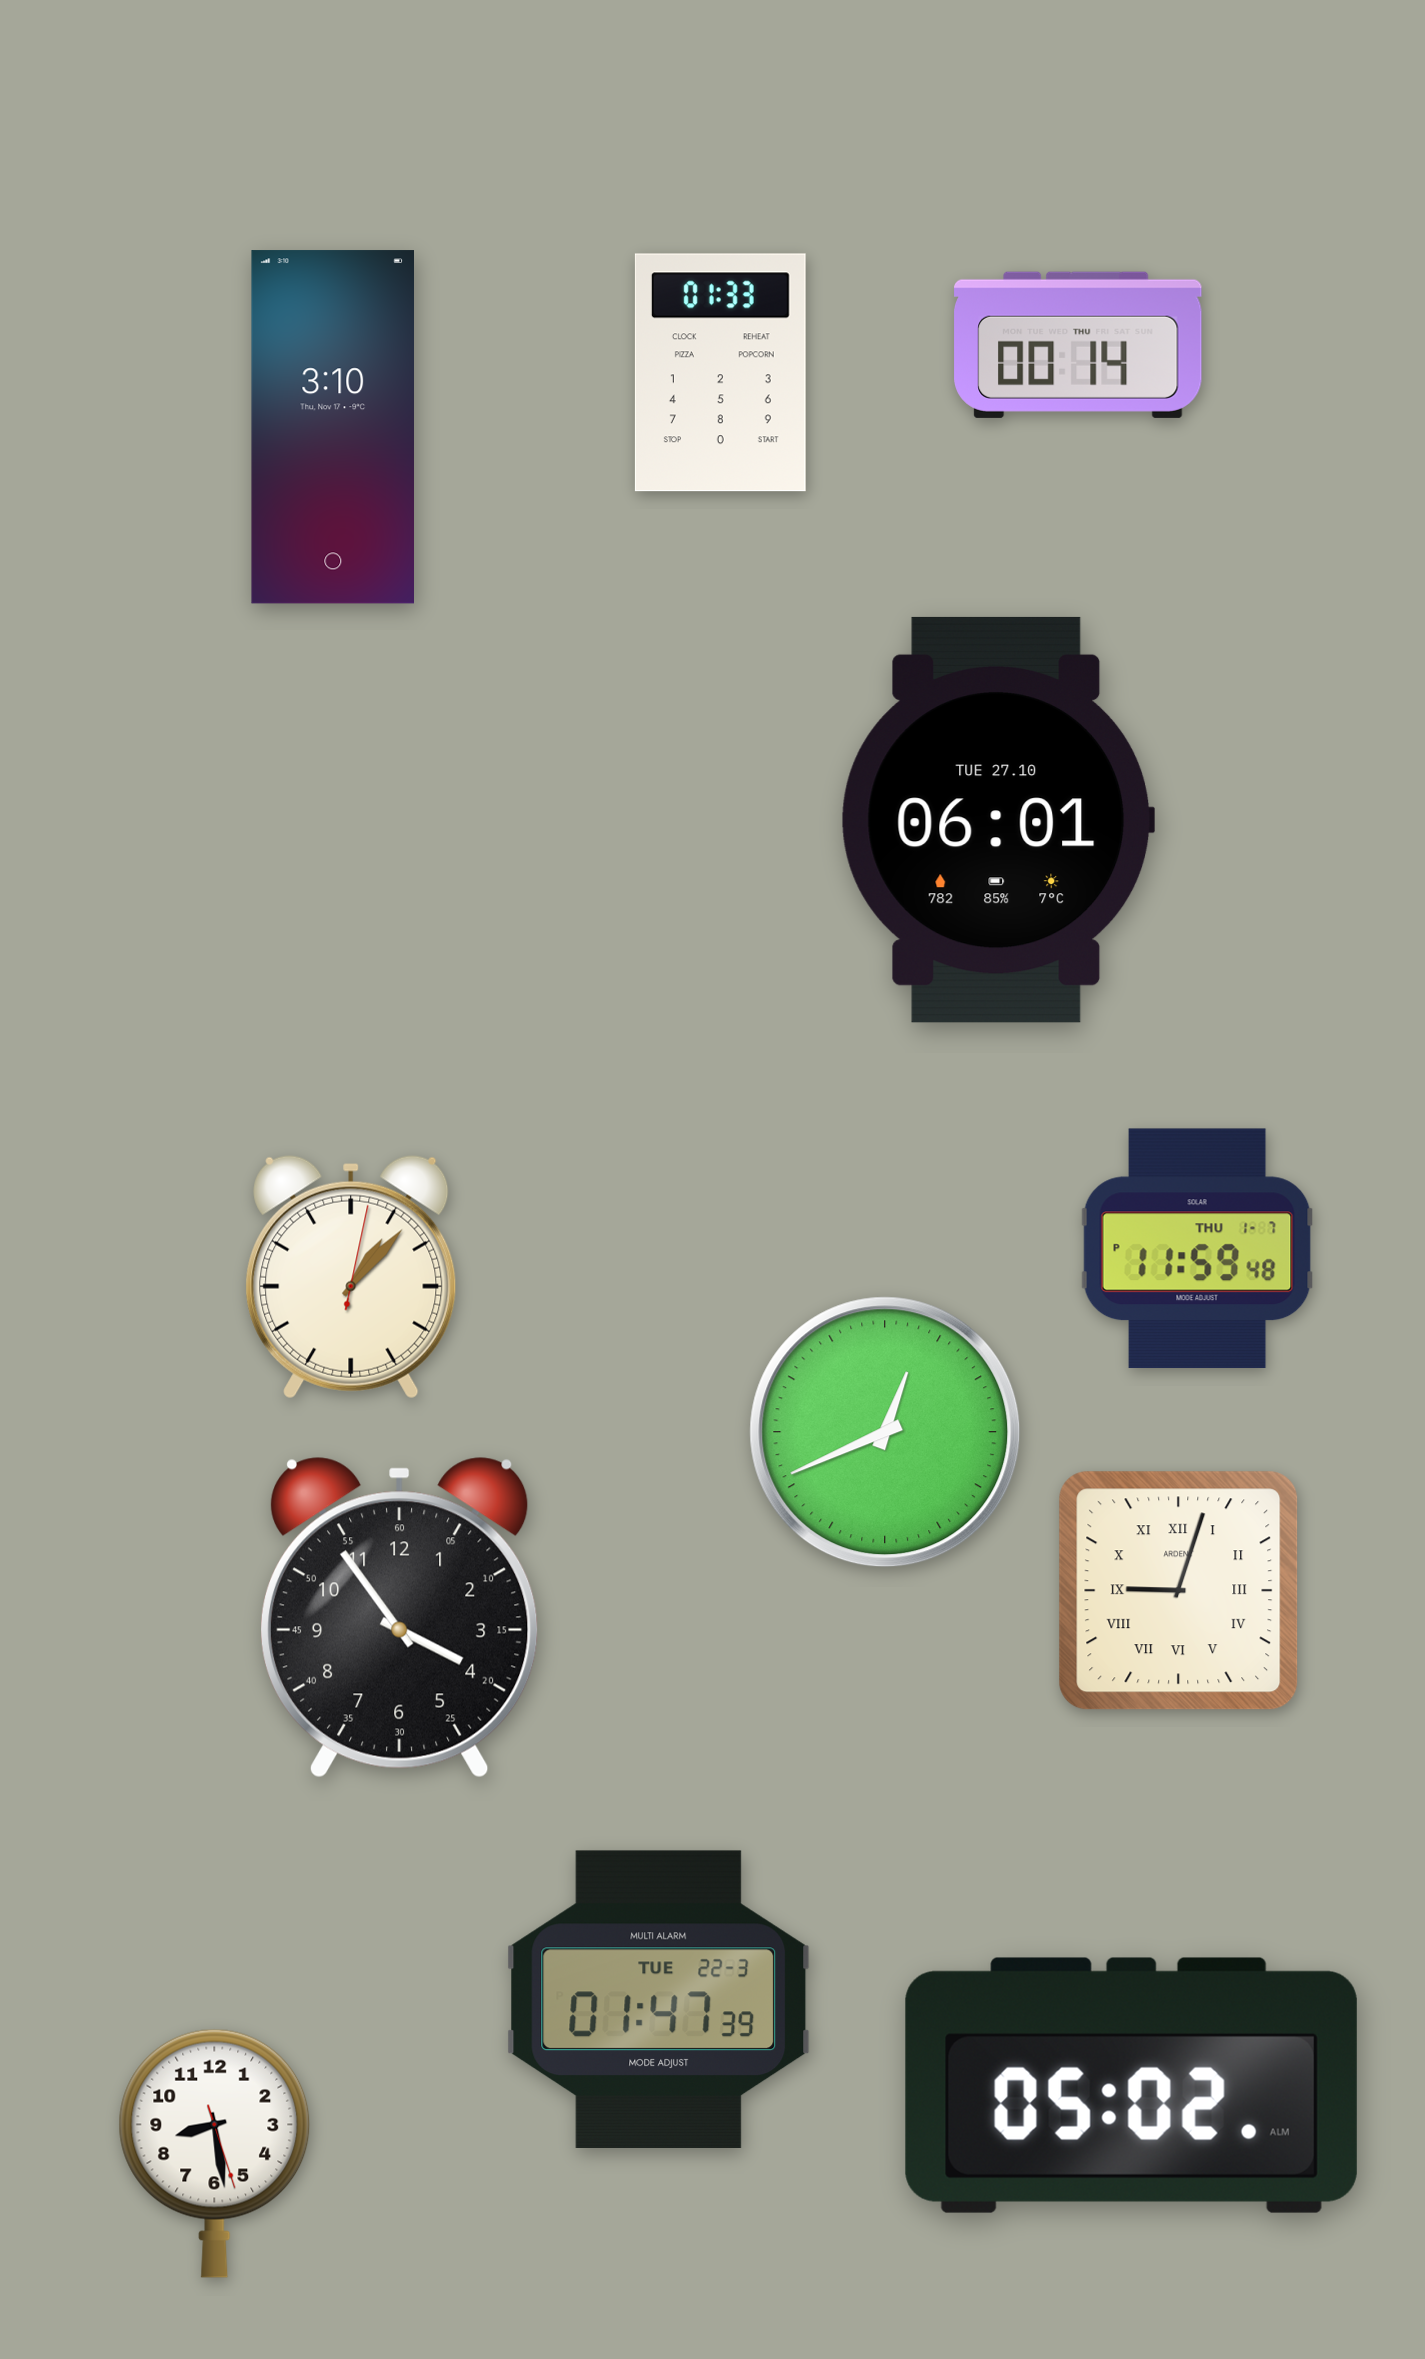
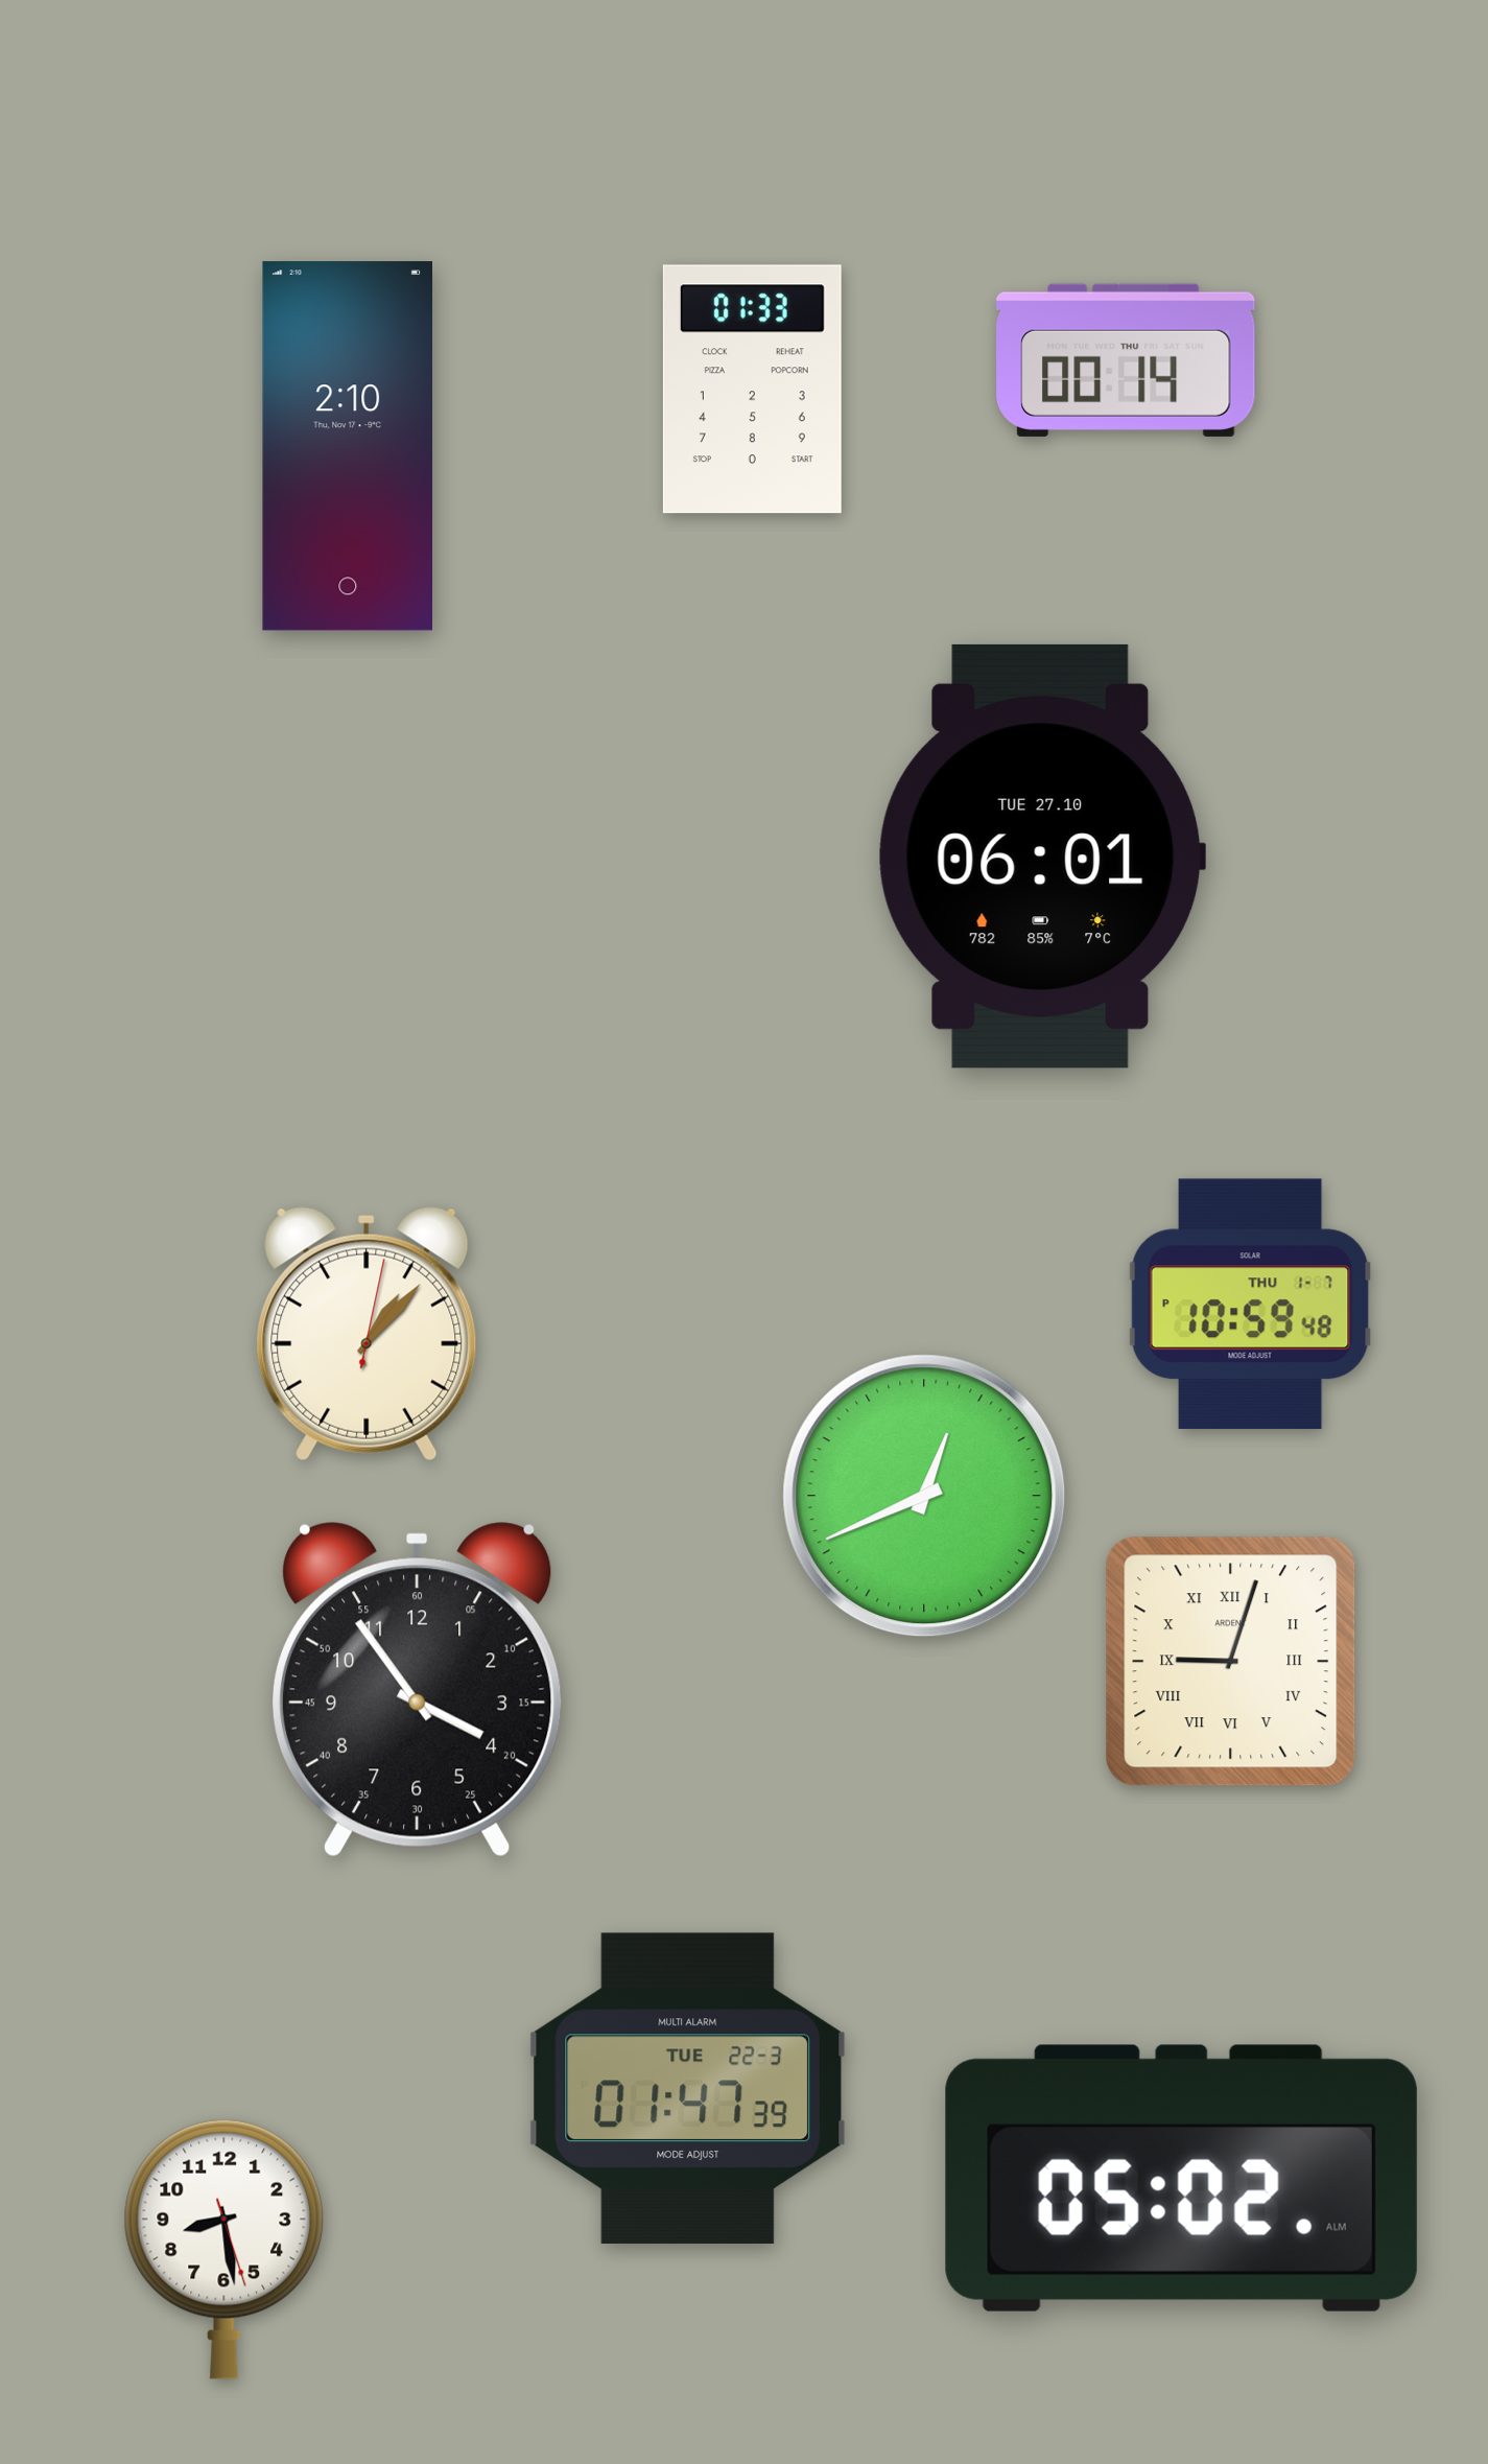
clock at (332, 427): 3:10 -> 2:10
clock at (1198, 1249): 11:59 -> 10:59
